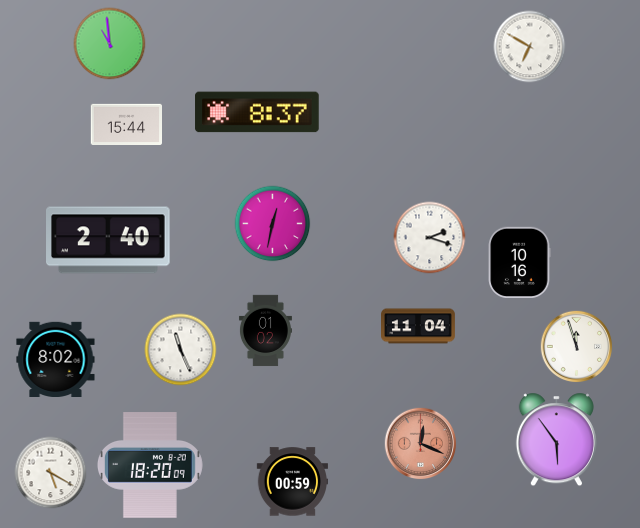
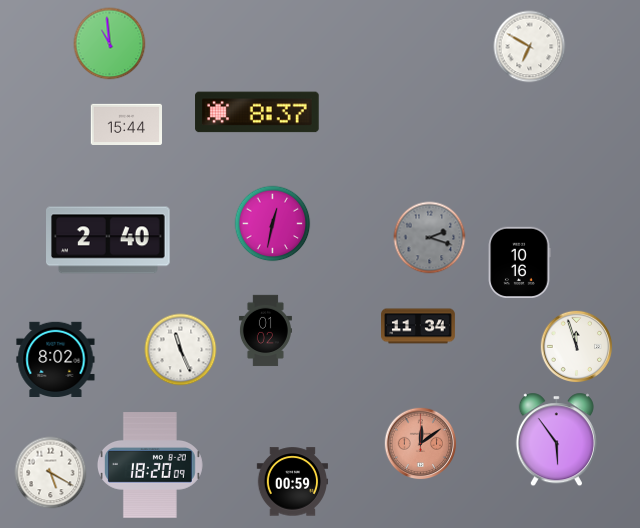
clock at (430, 238) dial: white -> grey
clock at (419, 326): 11:04 -> 11:34
clock at (421, 444): 12:19 -> 12:09
